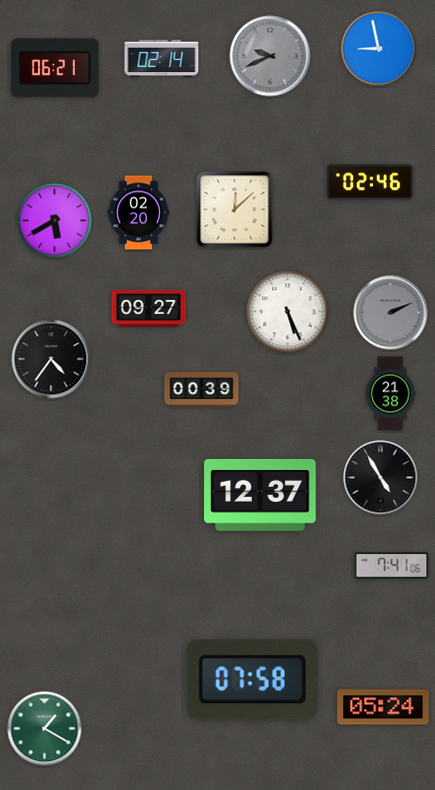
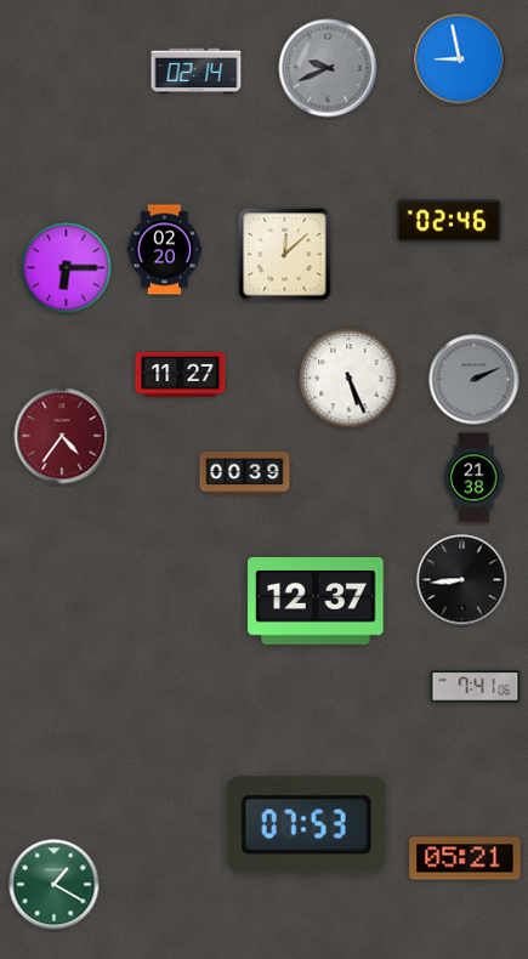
clock at (56, 68): 06:21 -> none
clock at (139, 213) position: (139, 213) -> (165, 250)
clock at (55, 221): 5:40 -> 6:15
clock at (149, 308): 09:27 -> 11:27
clock at (51, 359) dial: black -> burgundy
clock at (381, 478): 4:55 -> 8:44
clock at (252, 680): 07:58 -> 07:53
clock at (383, 707): 05:24 -> 05:21
